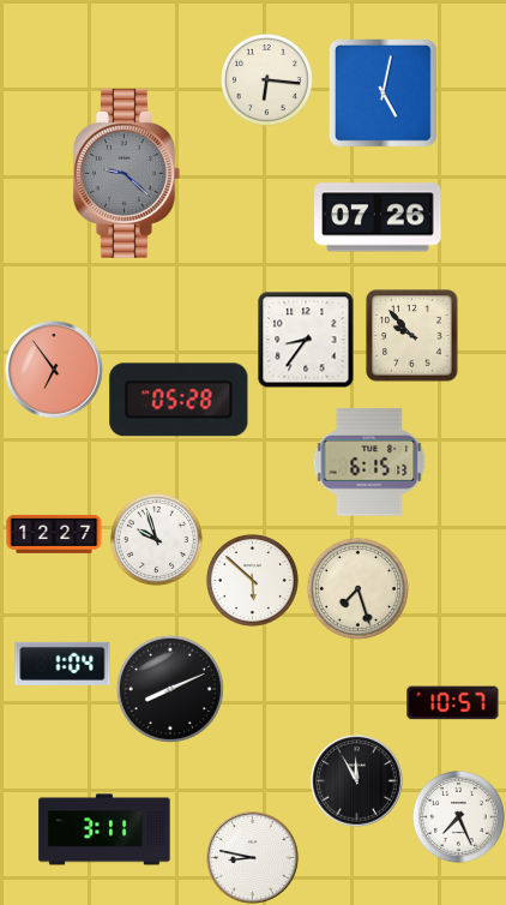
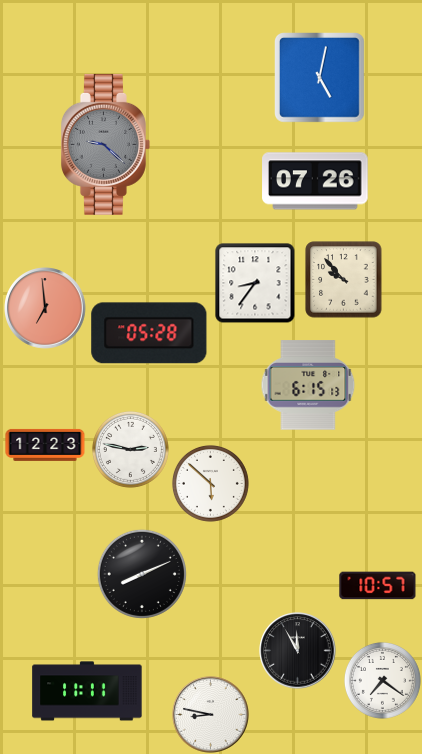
clock at (266, 79): 6:16 -> none
clock at (55, 371): 6:54 -> 6:59
clock at (54, 534): 12:27 -> 12:23
clock at (156, 539): 9:57 -> 2:47
clock at (357, 588): 7:27 -> none
clock at (62, 664): 1:04 -> none
clock at (458, 816): 7:26 -> 7:21
clock at (104, 829): 3:11 -> 11:11
